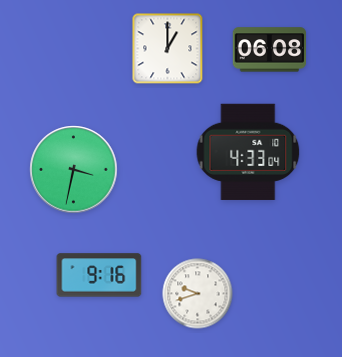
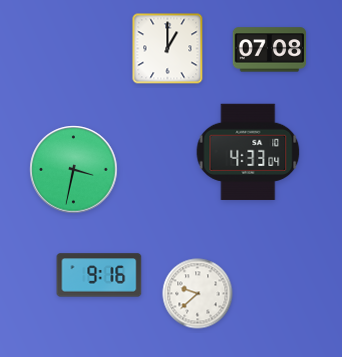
clock at (270, 50): 06:08 -> 07:08
clock at (198, 294): 9:42 -> 9:38
